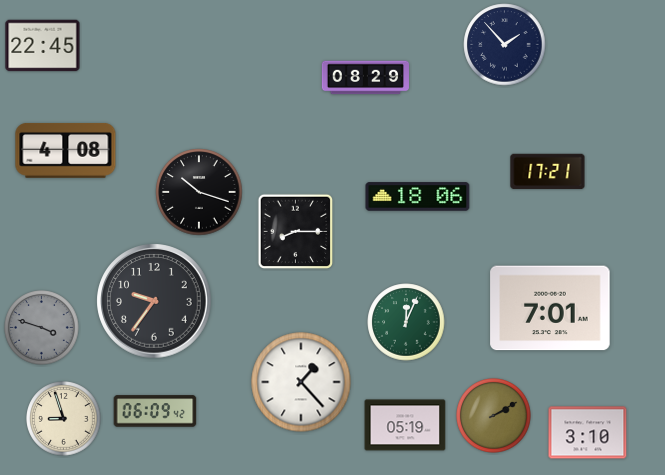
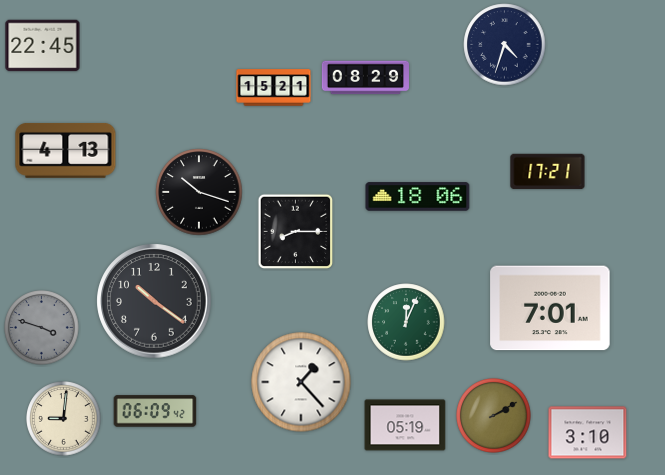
clock at (505, 45): 1:53 -> 4:33
clock at (274, 88): none -> 15:21
clock at (66, 150): 4:08 -> 4:13
clock at (154, 301): 9:36 -> 10:21
clock at (64, 419): 8:57 -> 9:01
